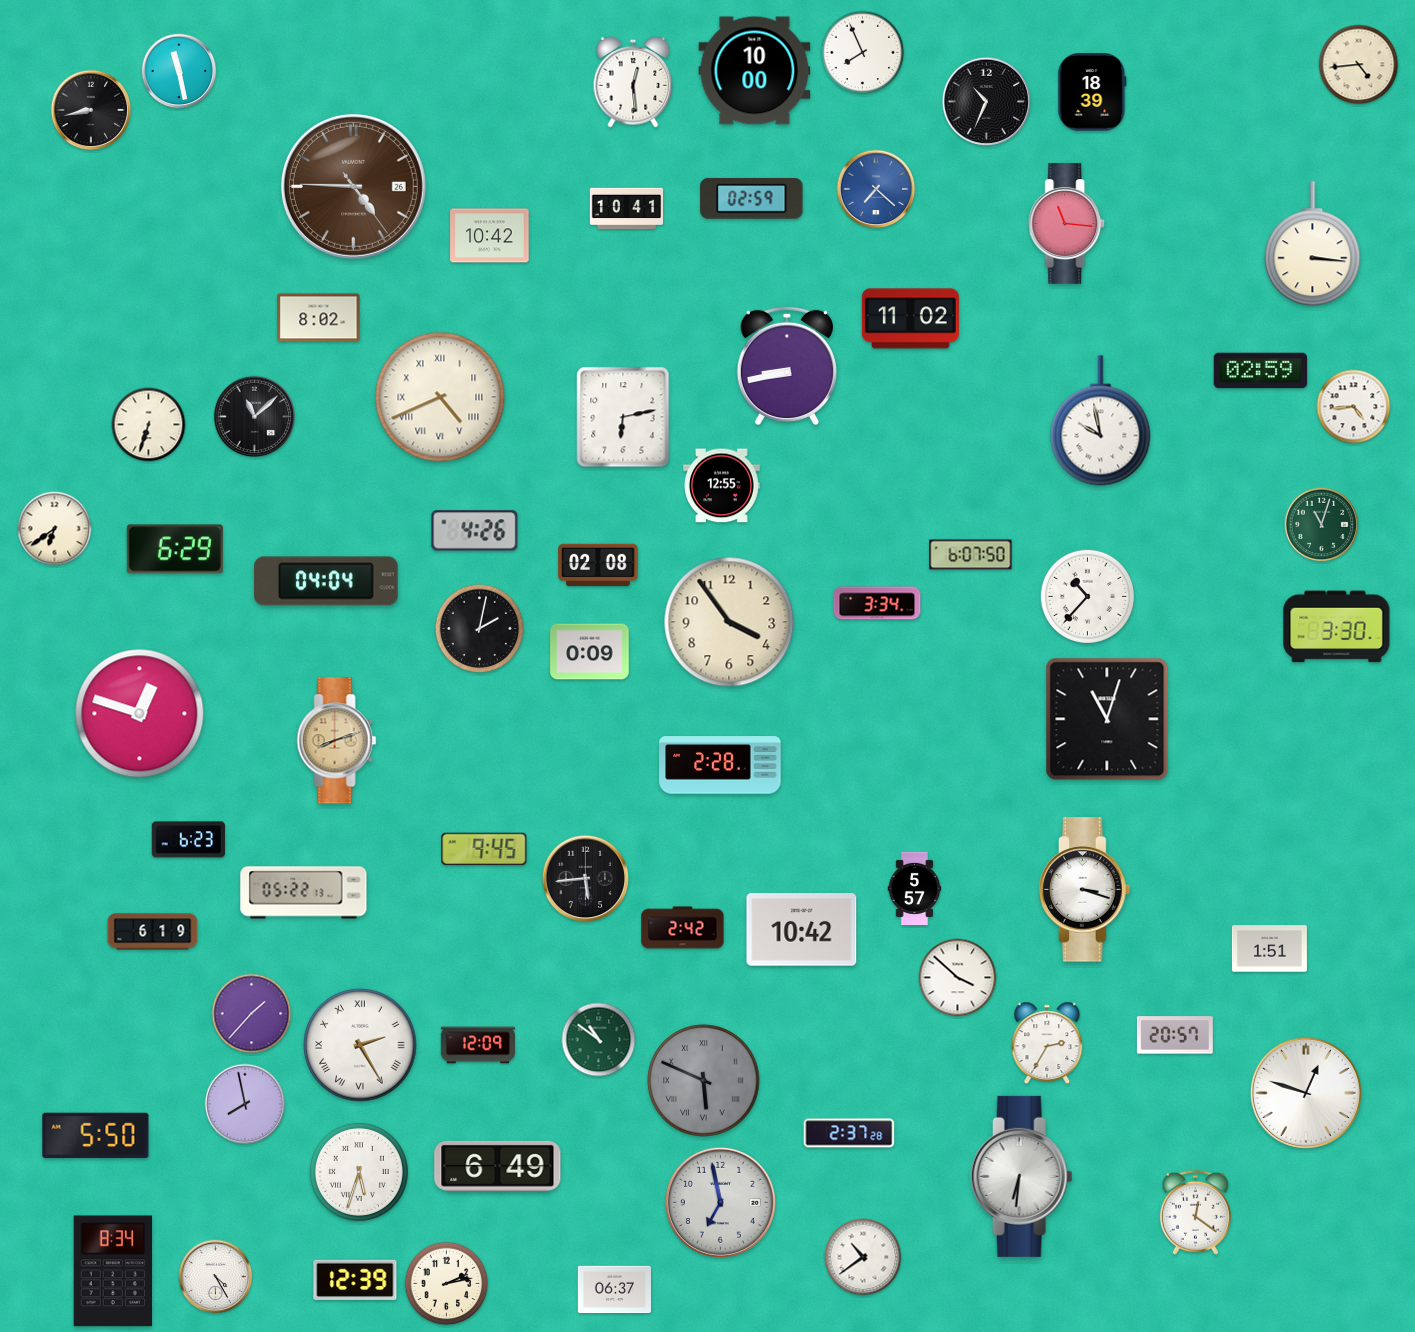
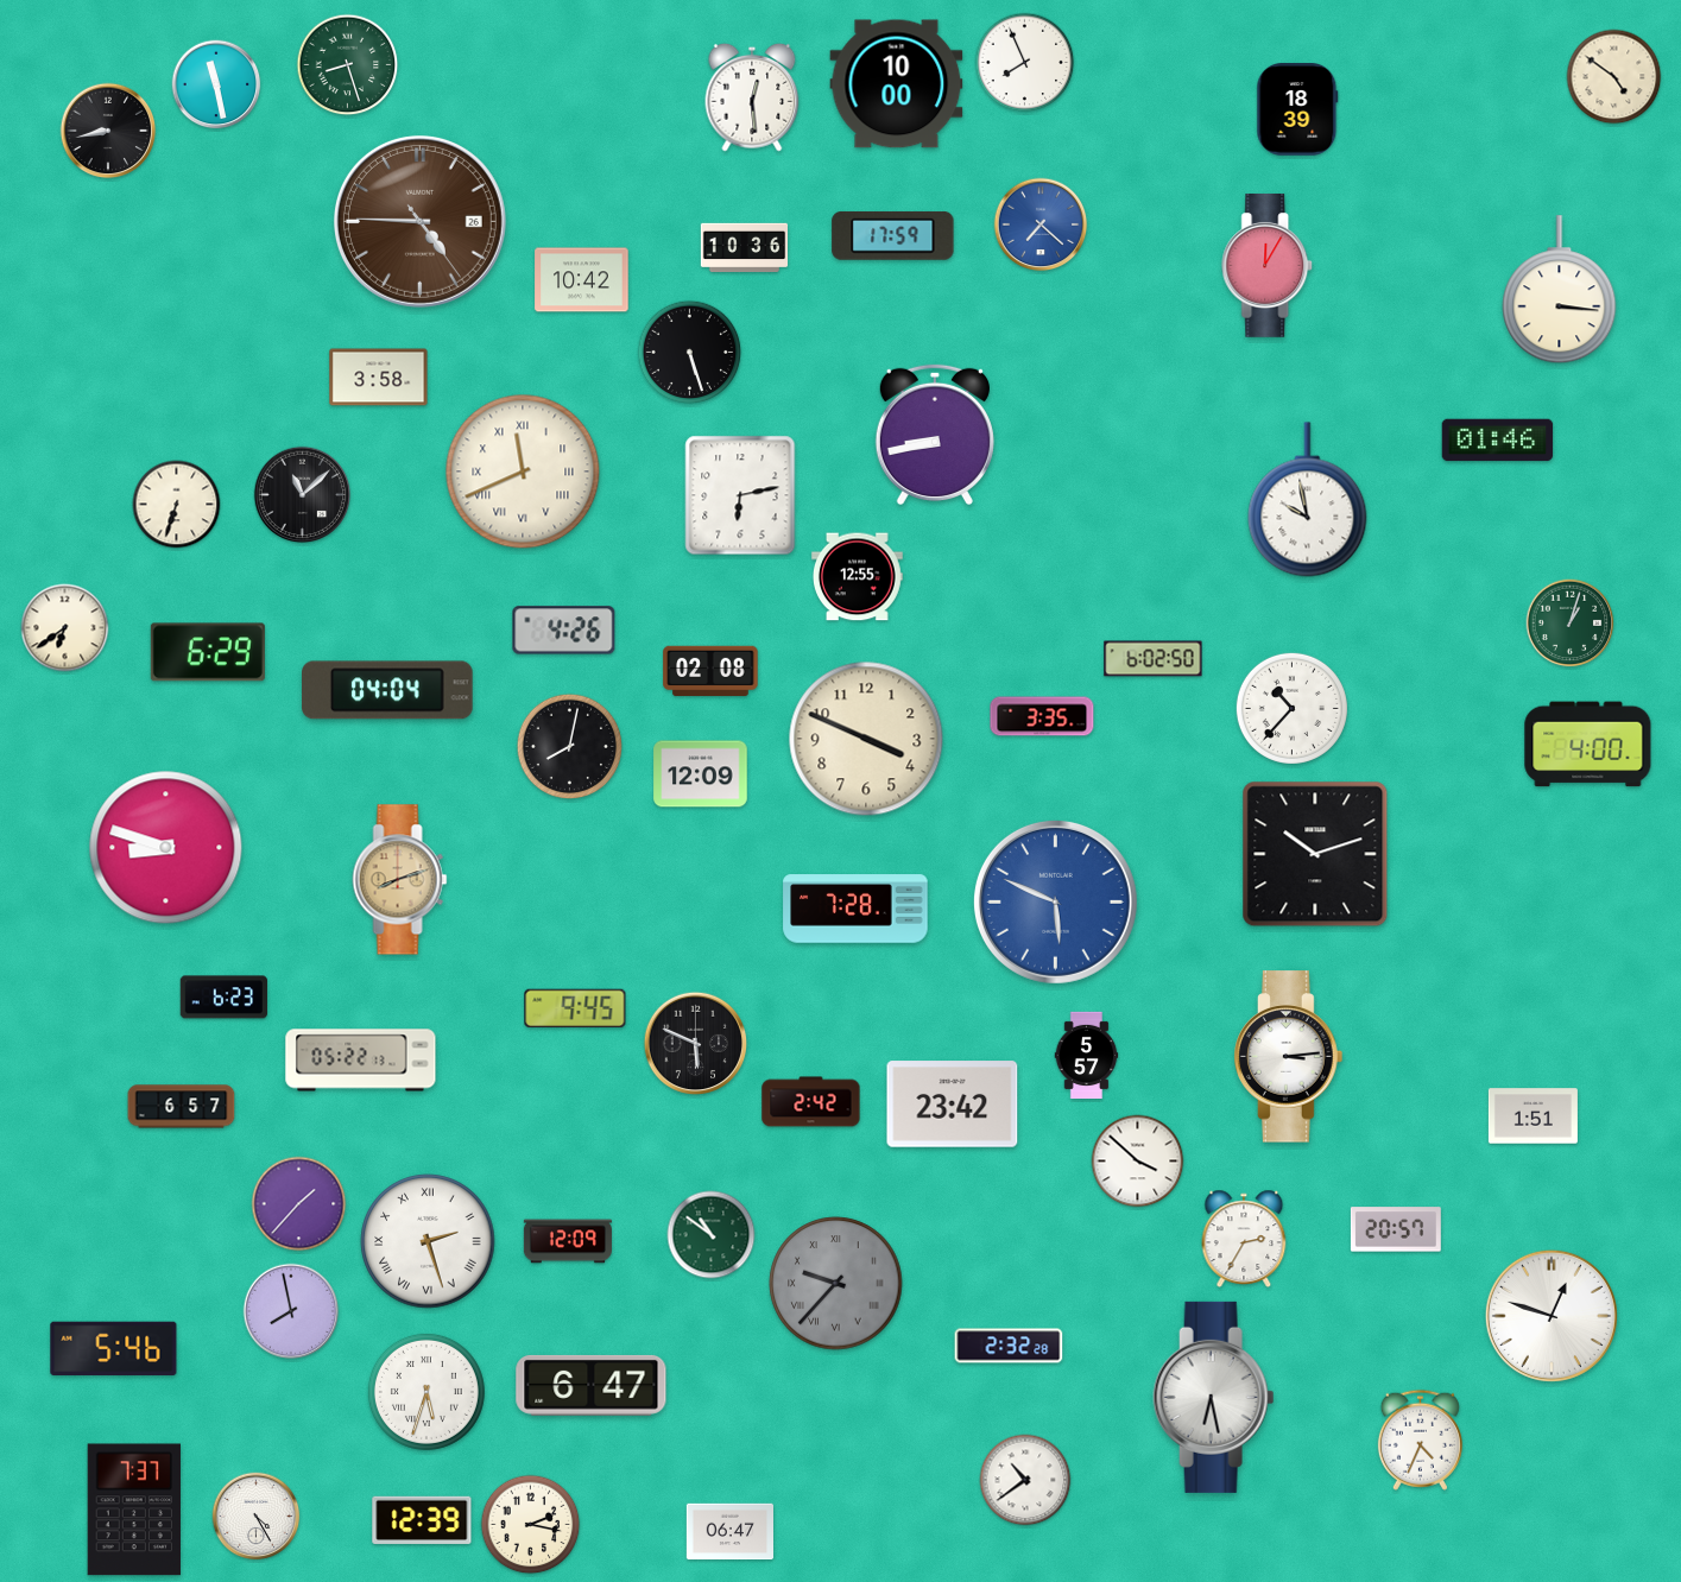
clock at (348, 65): none -> 8:27
clock at (1359, 65): 4:44 -> 4:51
clock at (179, 71) position: (179, 71) -> (216, 84)
clock at (987, 102): 10:34 -> none
clock at (752, 199): 02:59 -> 17:59
clock at (627, 209): 10:41 -> 10:36
clock at (1067, 224): 11:16 -> 12:05
clock at (690, 353): none -> 5:27
clock at (319, 318): 8:02 -> 3:58
clock at (910, 319): 11:02 -> none
clock at (1261, 371): 02:59 -> 01:46
clock at (440, 397): 4:41 -> 11:41
clock at (1354, 407): 4:44 -> none
clock at (1322, 525): 11:03 -> 1:03
clock at (971, 555): 6:07 -> 6:02
clock at (877, 603): 3:34 -> 3:35
clock at (729, 622): 3:54 -> 3:49
clock at (1337, 627): 3:30 -> 4:00
clock at (480, 629): 2:02 -> 8:02
clock at (590, 652): 0:09 -> 12:09
clock at (140, 714): 12:48 -> 8:48
clock at (1107, 719): 11:03 -> 10:12
clock at (1055, 901): none -> 5:49
clock at (720, 765): 2:28 -> 7:28
clock at (586, 879): 5:44 -> 5:49
clock at (1085, 890): 3:18 -> 3:14
clock at (802, 930): 10:42 -> 23:42
clock at (153, 932): 6:19 -> 6:57
clock at (1269, 949) position: (1269, 949) -> (1533, 1116)
clock at (360, 1045): 2:25 -> 2:27
clock at (704, 1081): 5:49 -> 9:37
clock at (1306, 1093) position: (1306, 1093) -> (1552, 1316)
clock at (849, 1133): 2:37 -> 2:32
clock at (96, 1136): 5:50 -> 5:46
clock at (498, 1166): 6:49 -> 6:47
clock at (1022, 1176): 6:31 -> 6:28
clock at (720, 1202): 6:58 -> none
clock at (1195, 1212): 12:21 -> 4:34
clock at (863, 1257) position: (863, 1257) -> (1025, 1480)
clock at (112, 1271): 8:34 -> 7:37
clock at (447, 1284): 2:13 -> 2:17
clock at (614, 1290): 06:37 -> 06:47
